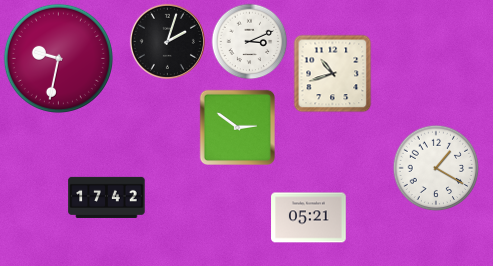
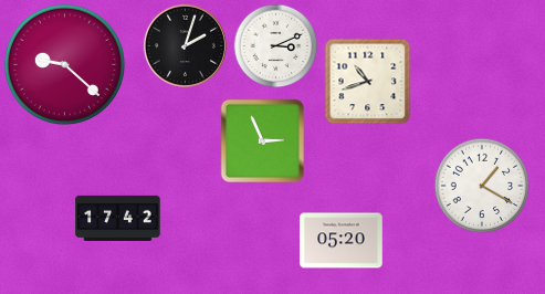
clock at (58, 58): 9:32 -> 9:22
clock at (237, 127): 2:51 -> 2:56
clock at (309, 218): 05:21 -> 05:20
